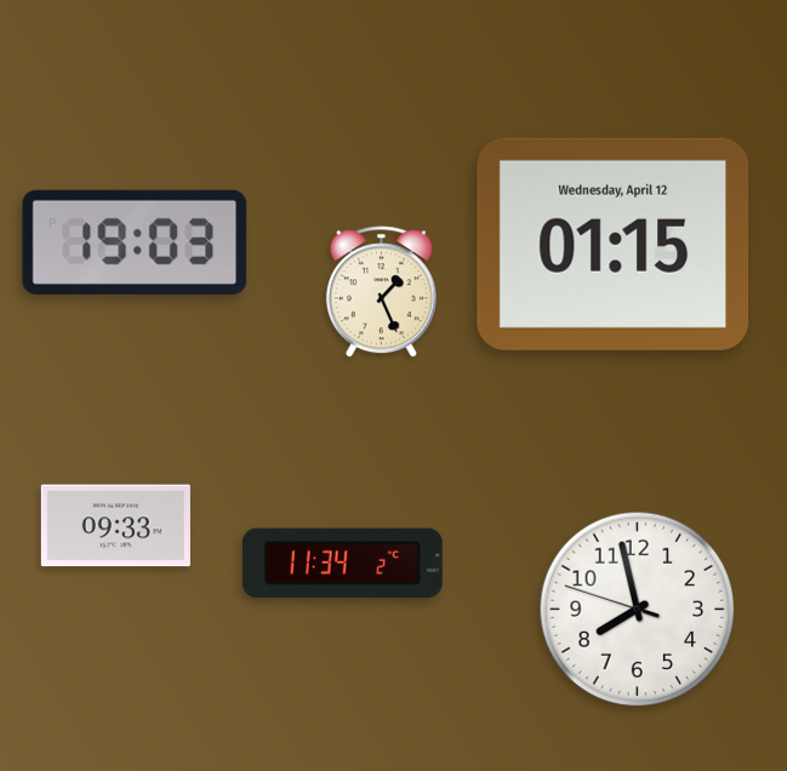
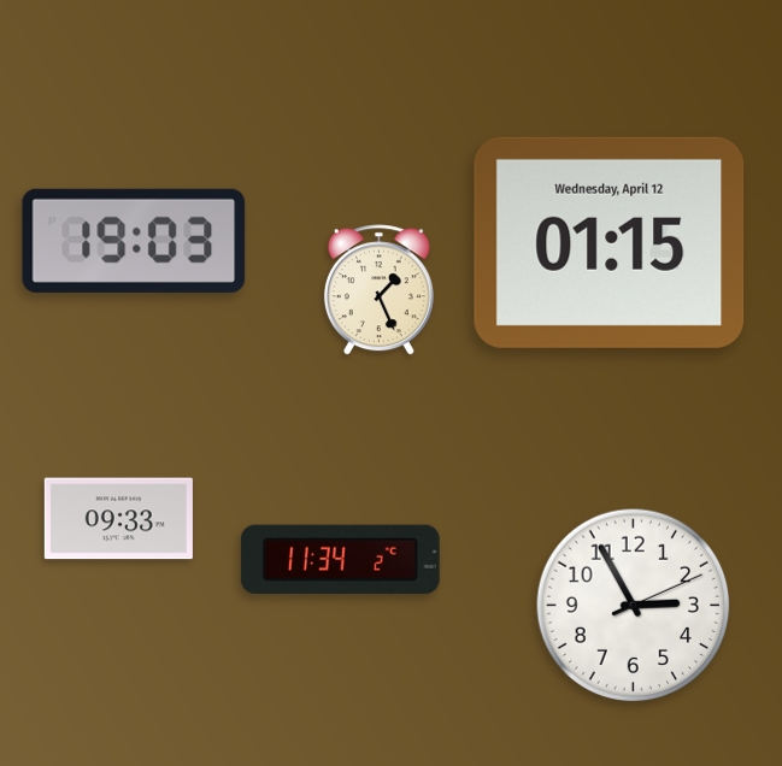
clock at (115, 526) position: (115, 526) -> (118, 519)
clock at (638, 610): 7:57 -> 2:55
